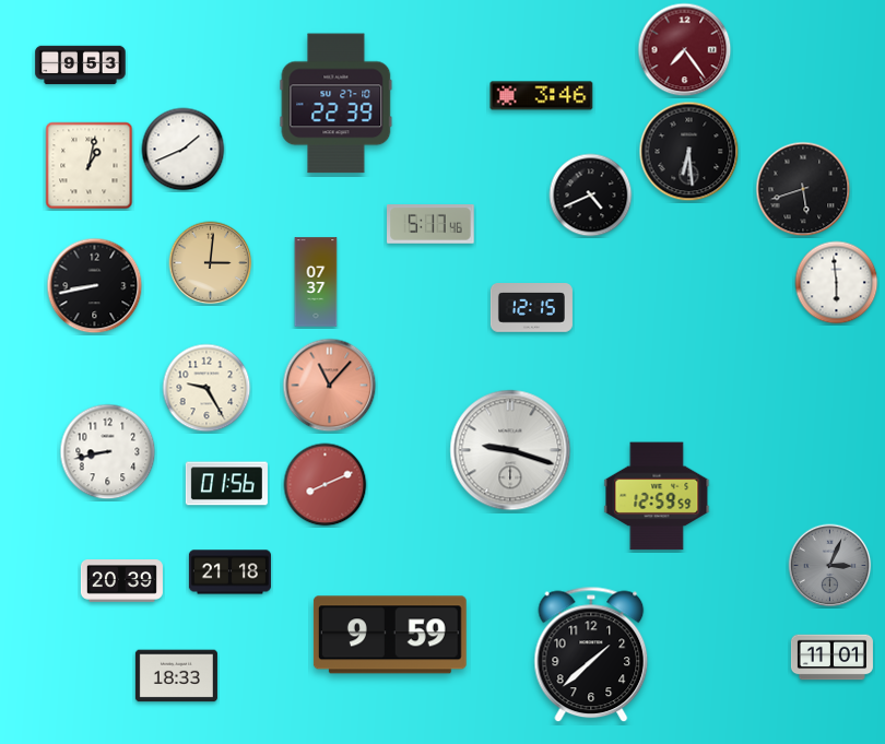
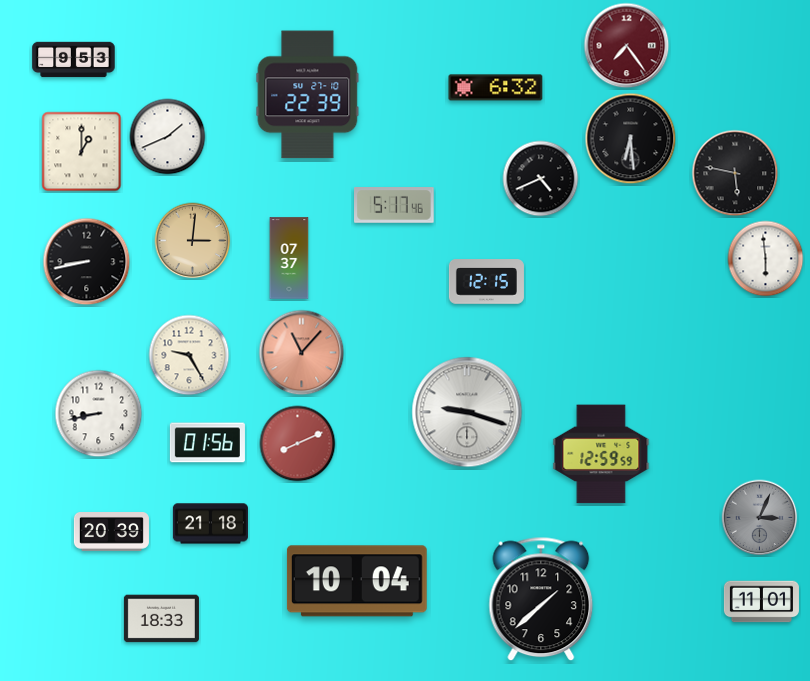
clock at (542, 96): 3:46 -> 6:32
clock at (90, 166): 1:02 -> 1:00
clock at (803, 189): 5:42 -> 5:47
clock at (390, 635): 9:59 -> 10:04
